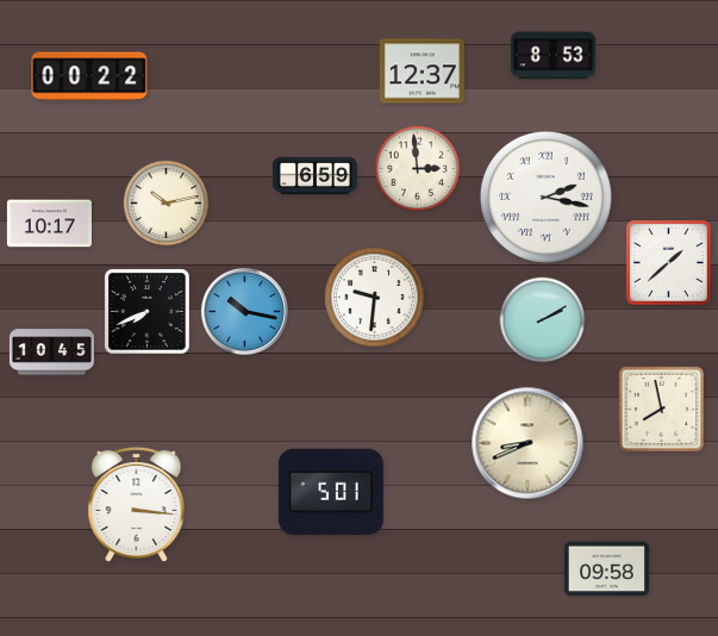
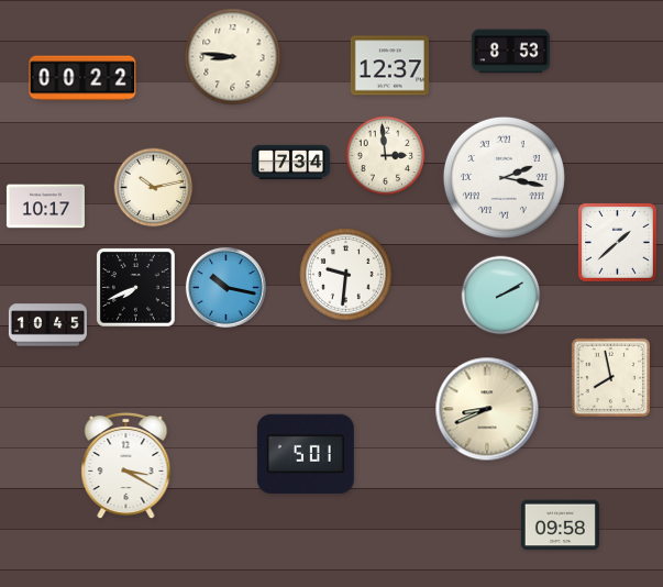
clock at (233, 57): none -> 8:46
clock at (89, 76) position: (89, 76) -> (82, 78)
clock at (314, 176): 6:59 -> 7:34
clock at (545, 197) position: (545, 197) -> (504, 177)
clock at (137, 505): 3:16 -> 3:20
